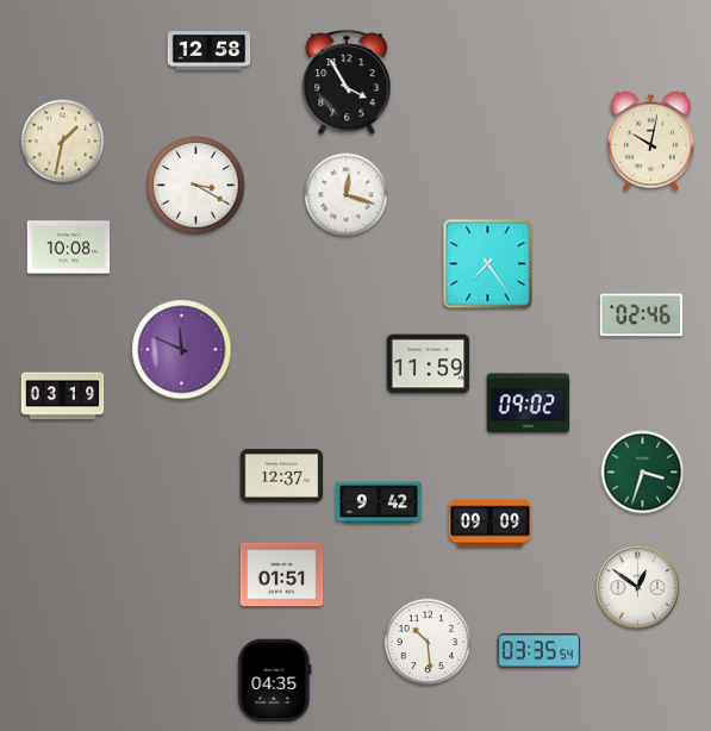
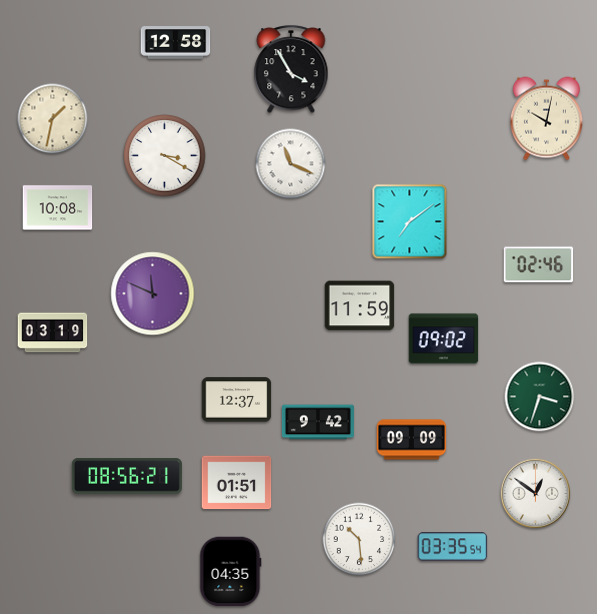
clock at (347, 195): 12:18 -> 11:19
clock at (488, 264): 7:24 -> 7:09
clock at (127, 476): none -> 08:56
